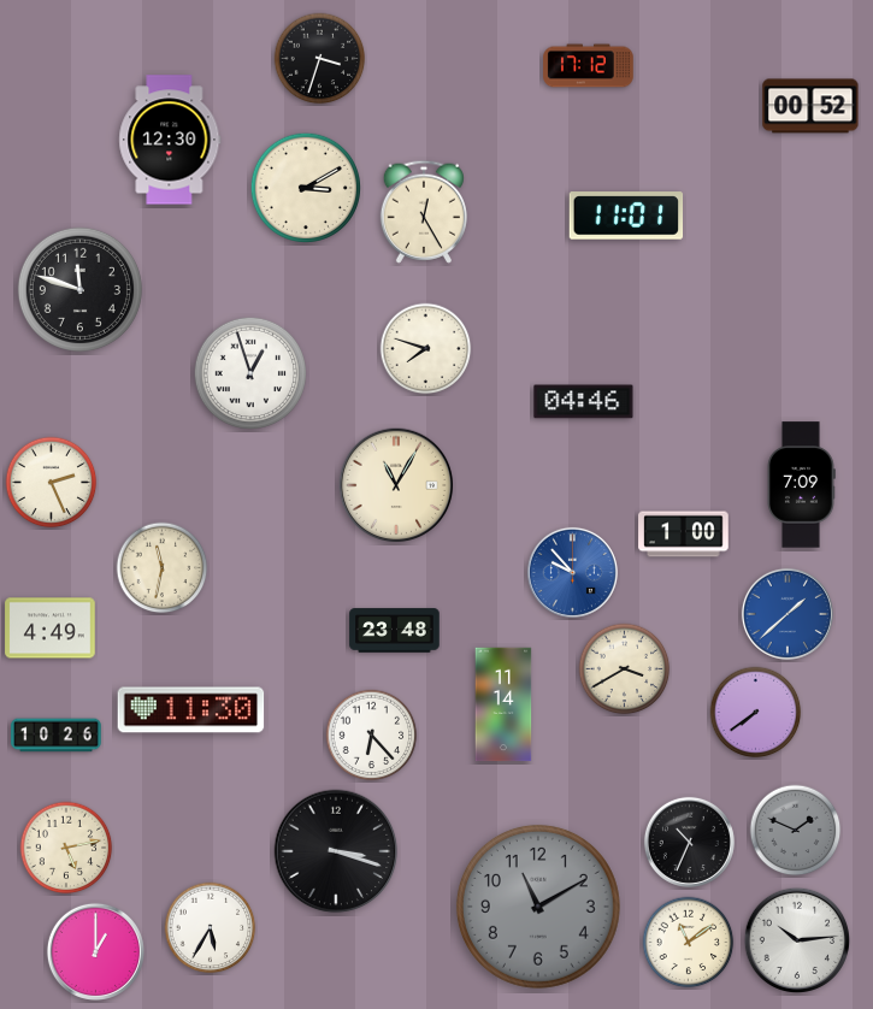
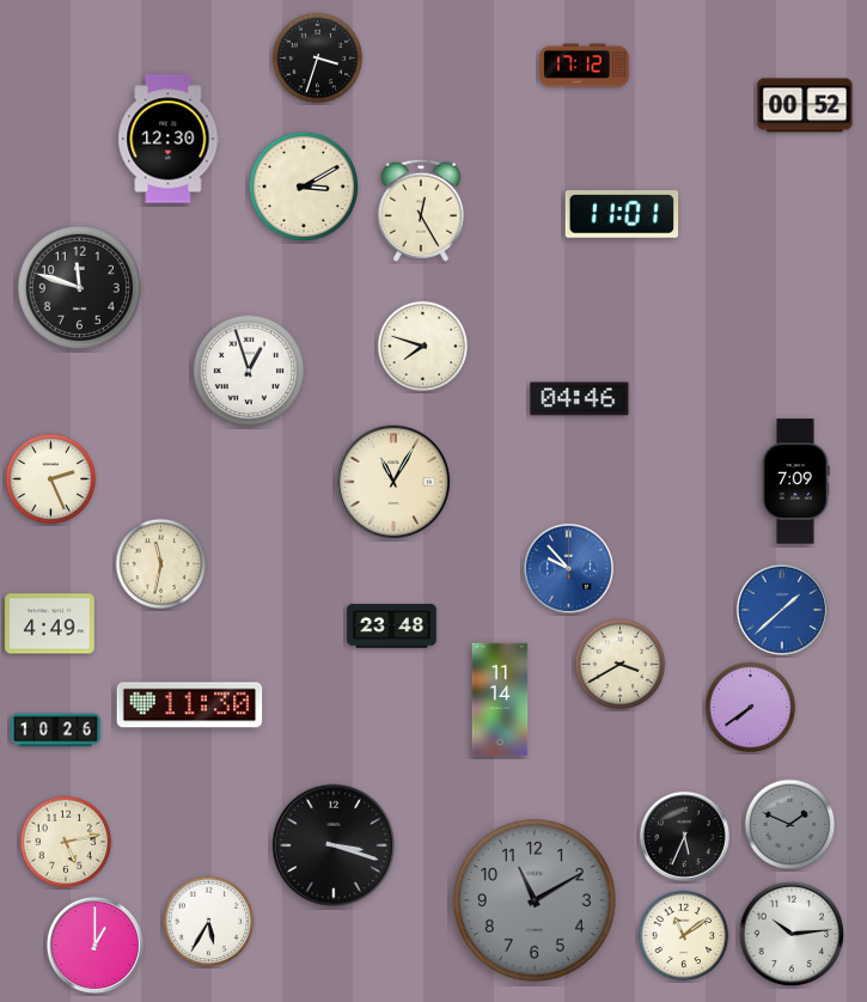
clock at (684, 535): 1:00 -> none
clock at (372, 736): 6:23 -> none
clock at (689, 842): 10:34 -> 5:34
